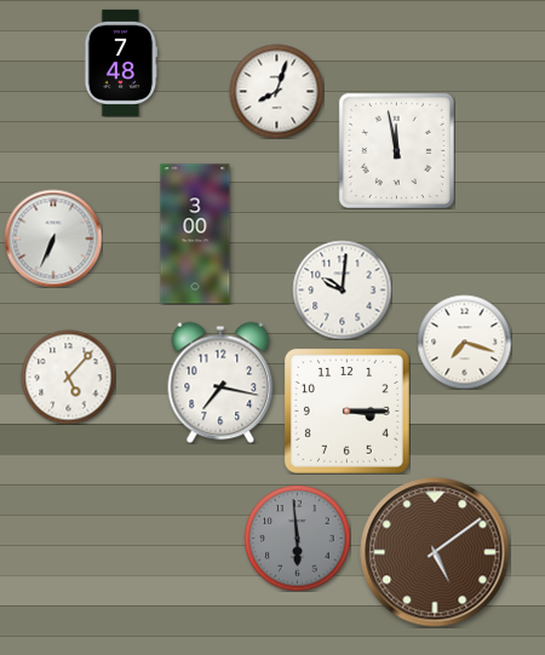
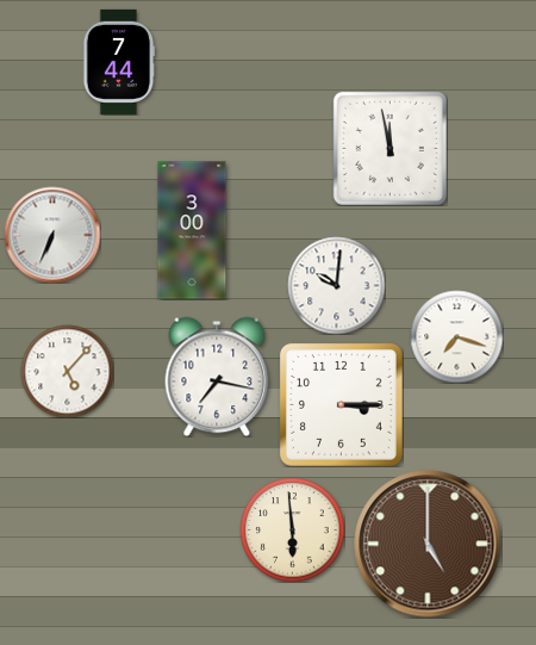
clock at (121, 63): 7:48 -> 7:44
clock at (276, 91): 8:03 -> none
clock at (297, 538) dial: grey -> cream
clock at (435, 552): 5:09 -> 5:00
